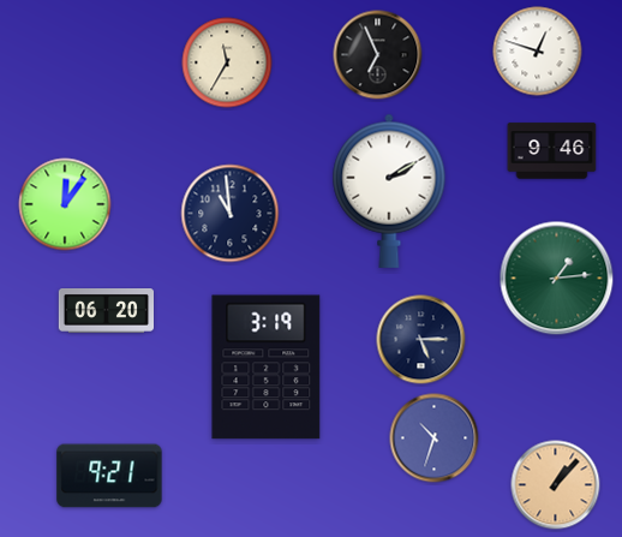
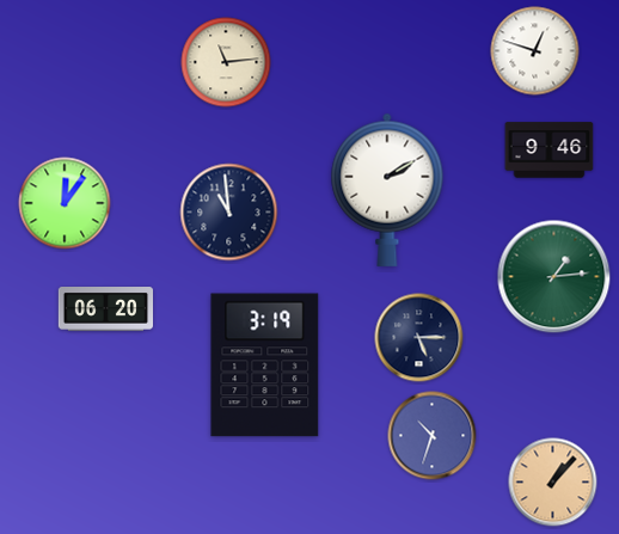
clock at (378, 55): 6:56 -> none
clock at (227, 62): 11:35 -> 11:14
clock at (109, 476): 9:21 -> none
